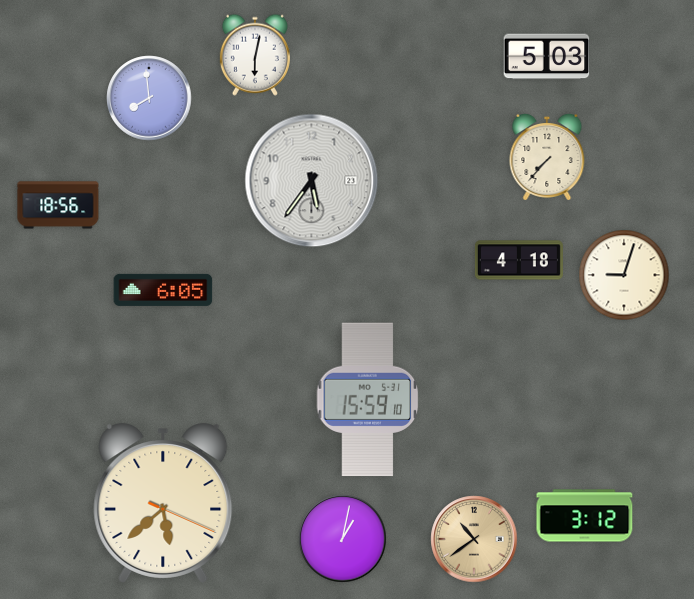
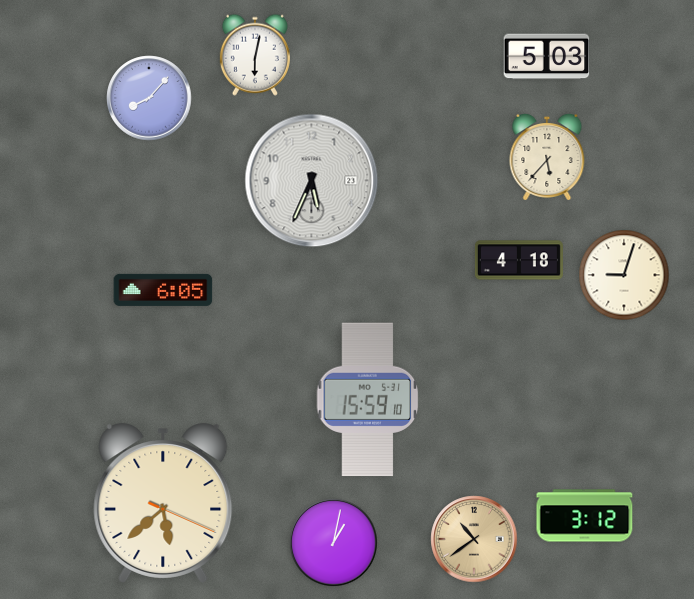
clock at (149, 98): 7:59 -> 8:07
clock at (547, 157): 7:37 -> 5:37
clock at (312, 181): 5:36 -> 5:34
clock at (58, 205): 18:56 -> none
clock at (343, 539) position: (343, 539) -> (334, 543)
